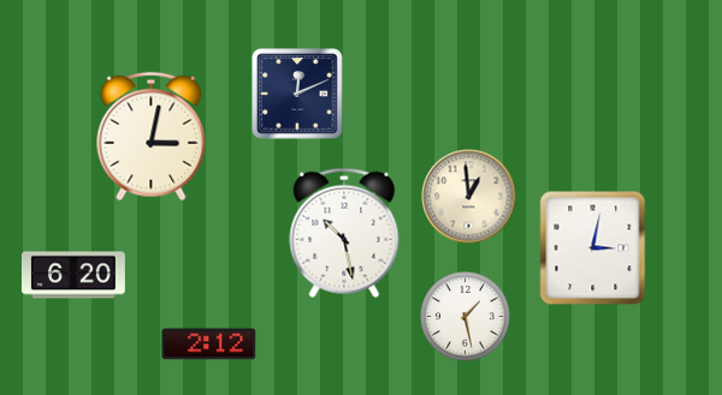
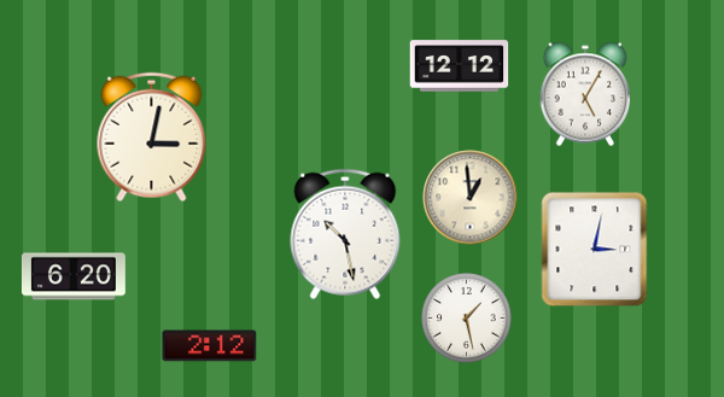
clock at (460, 66): none -> 12:12
clock at (297, 94): 12:11 -> none
clock at (585, 94): none -> 5:05
